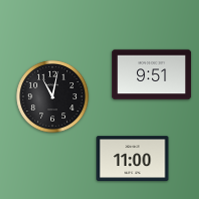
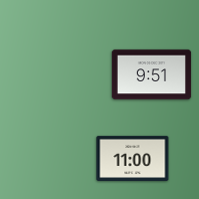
clock at (53, 97): 11:02 -> none
